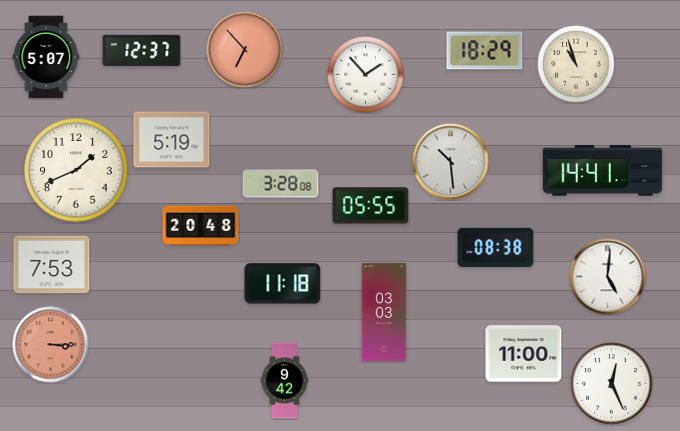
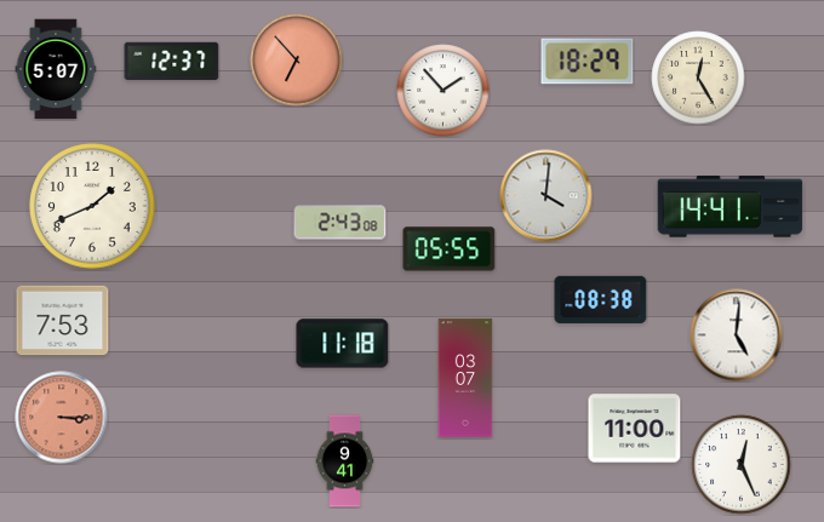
clock at (576, 64): 10:57 -> 12:25
clock at (172, 140): 5:19 -> none
clock at (451, 162): 10:29 -> 4:01
clock at (281, 184): 3:28 -> 2:43
clock at (201, 226): 20:48 -> none
clock at (384, 312): 03:03 -> 03:07
clock at (285, 381): 9:42 -> 9:41
